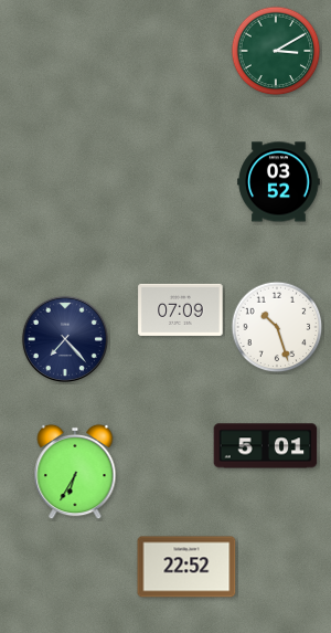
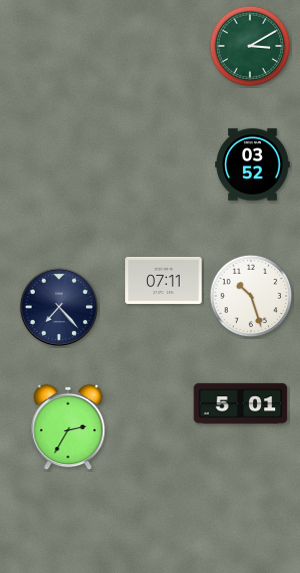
clock at (181, 309): 07:09 -> 07:11
clock at (75, 472): 6:35 -> 2:35
clock at (186, 567): 22:52 -> none
